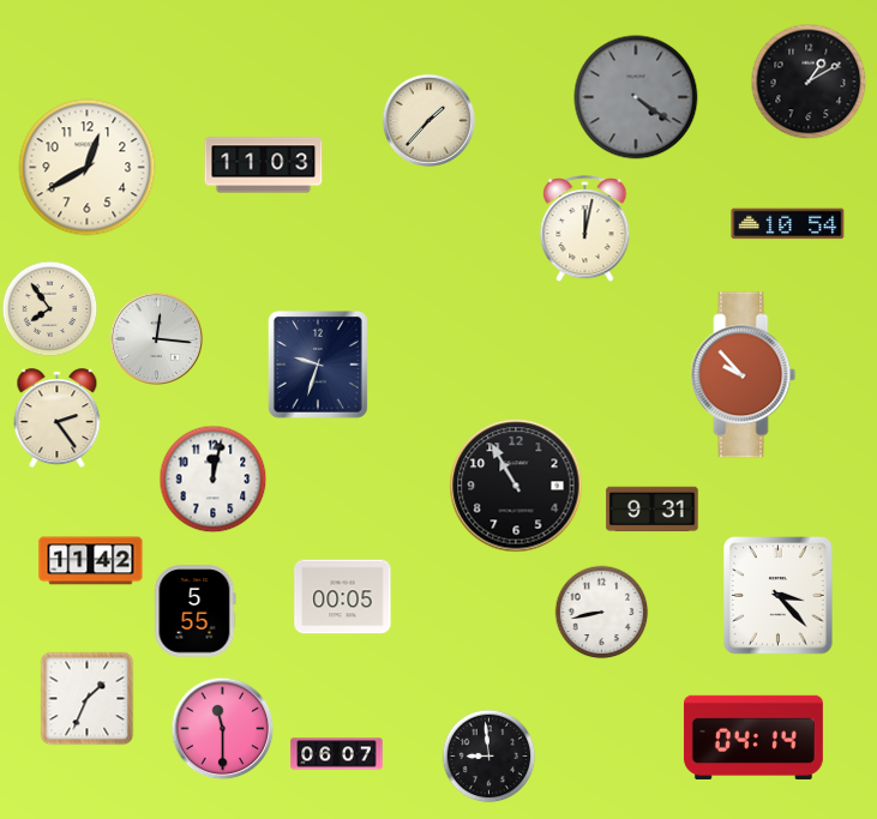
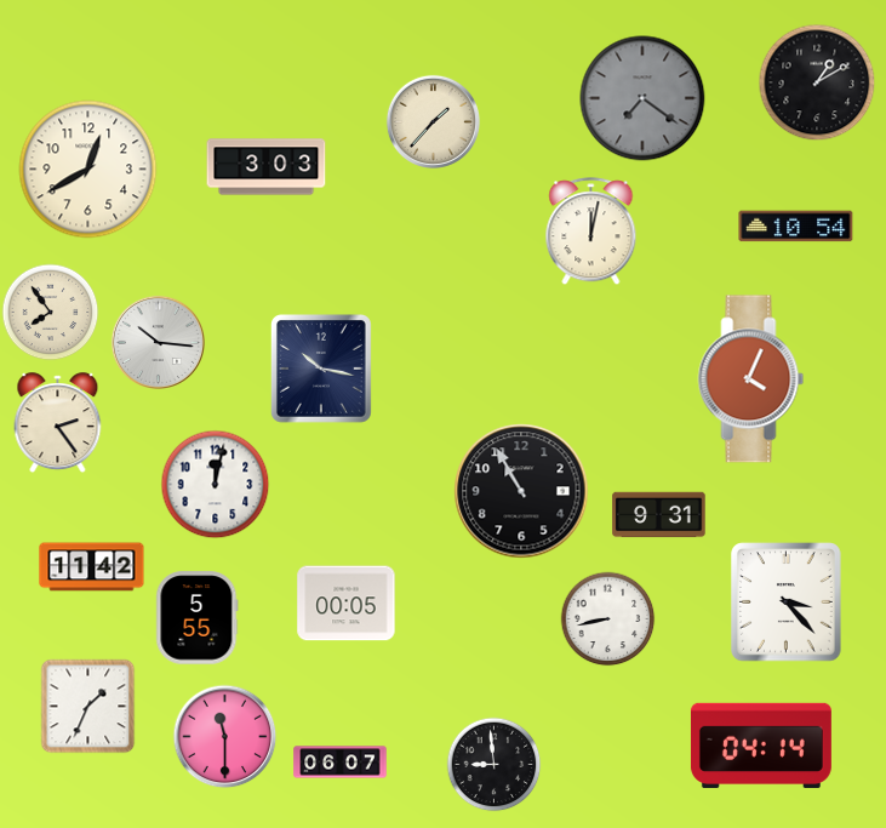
clock at (636, 97): 4:21 -> 7:21
clock at (264, 165): 11:03 -> 3:03
clock at (156, 338): 12:16 -> 10:16
clock at (318, 366): 9:33 -> 10:17
clock at (744, 375): 9:53 -> 4:04
